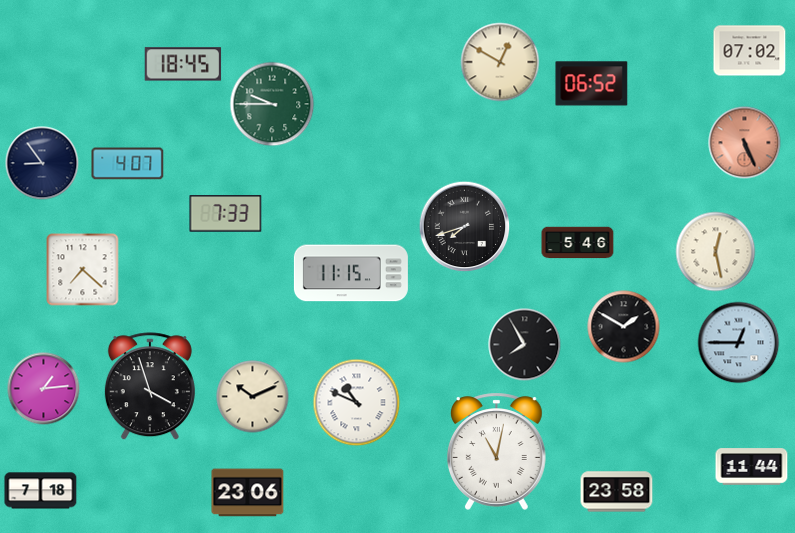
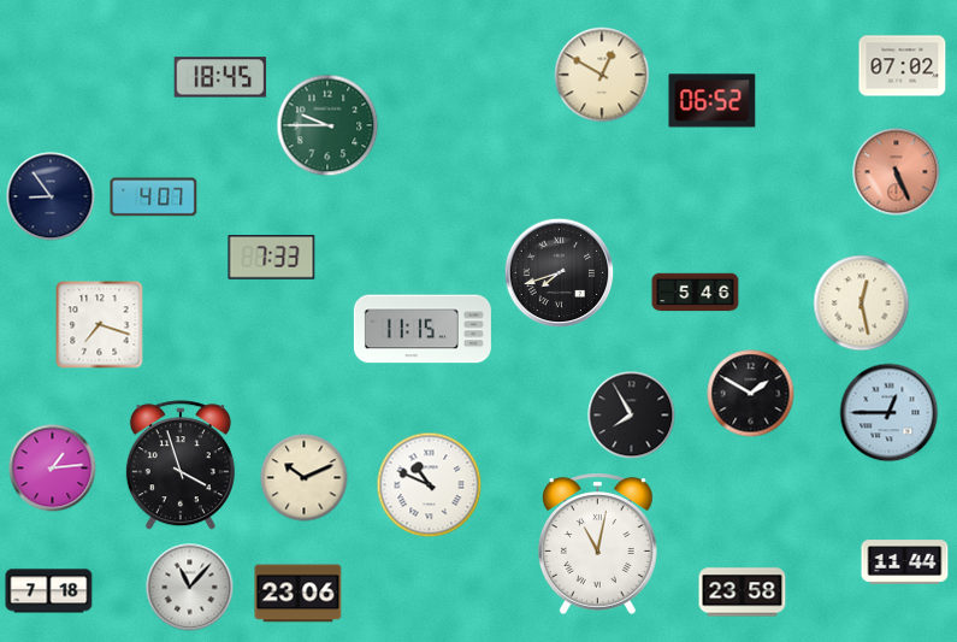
clock at (750, 51) position: (750, 51) -> (903, 66)
clock at (83, 270): 7:22 -> 7:18
clock at (190, 588): none -> 11:07
